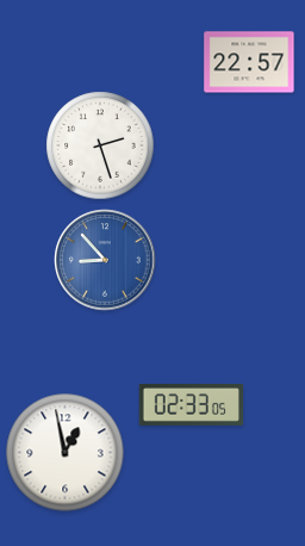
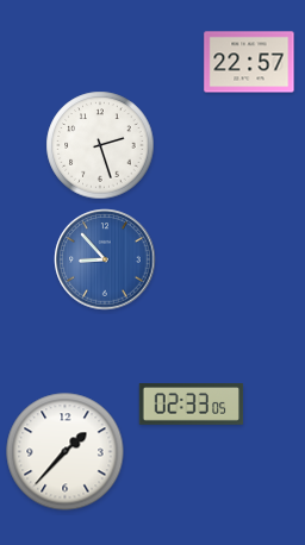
clock at (66, 453): 12:58 -> 1:37
